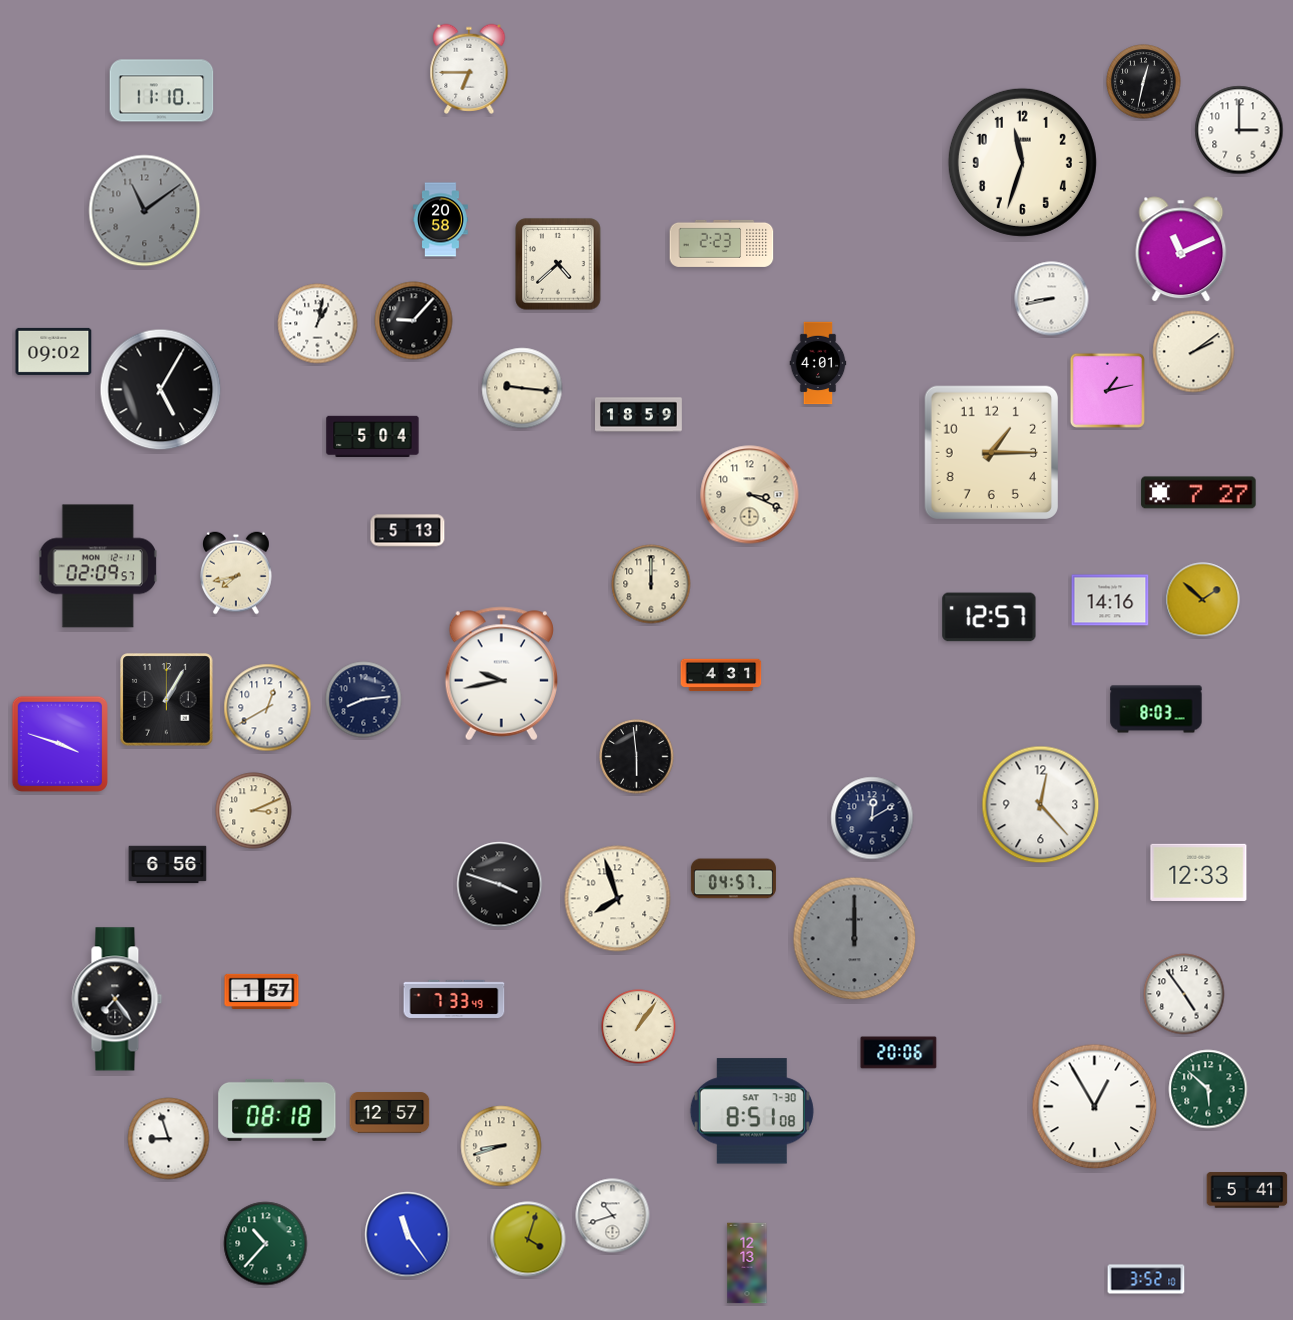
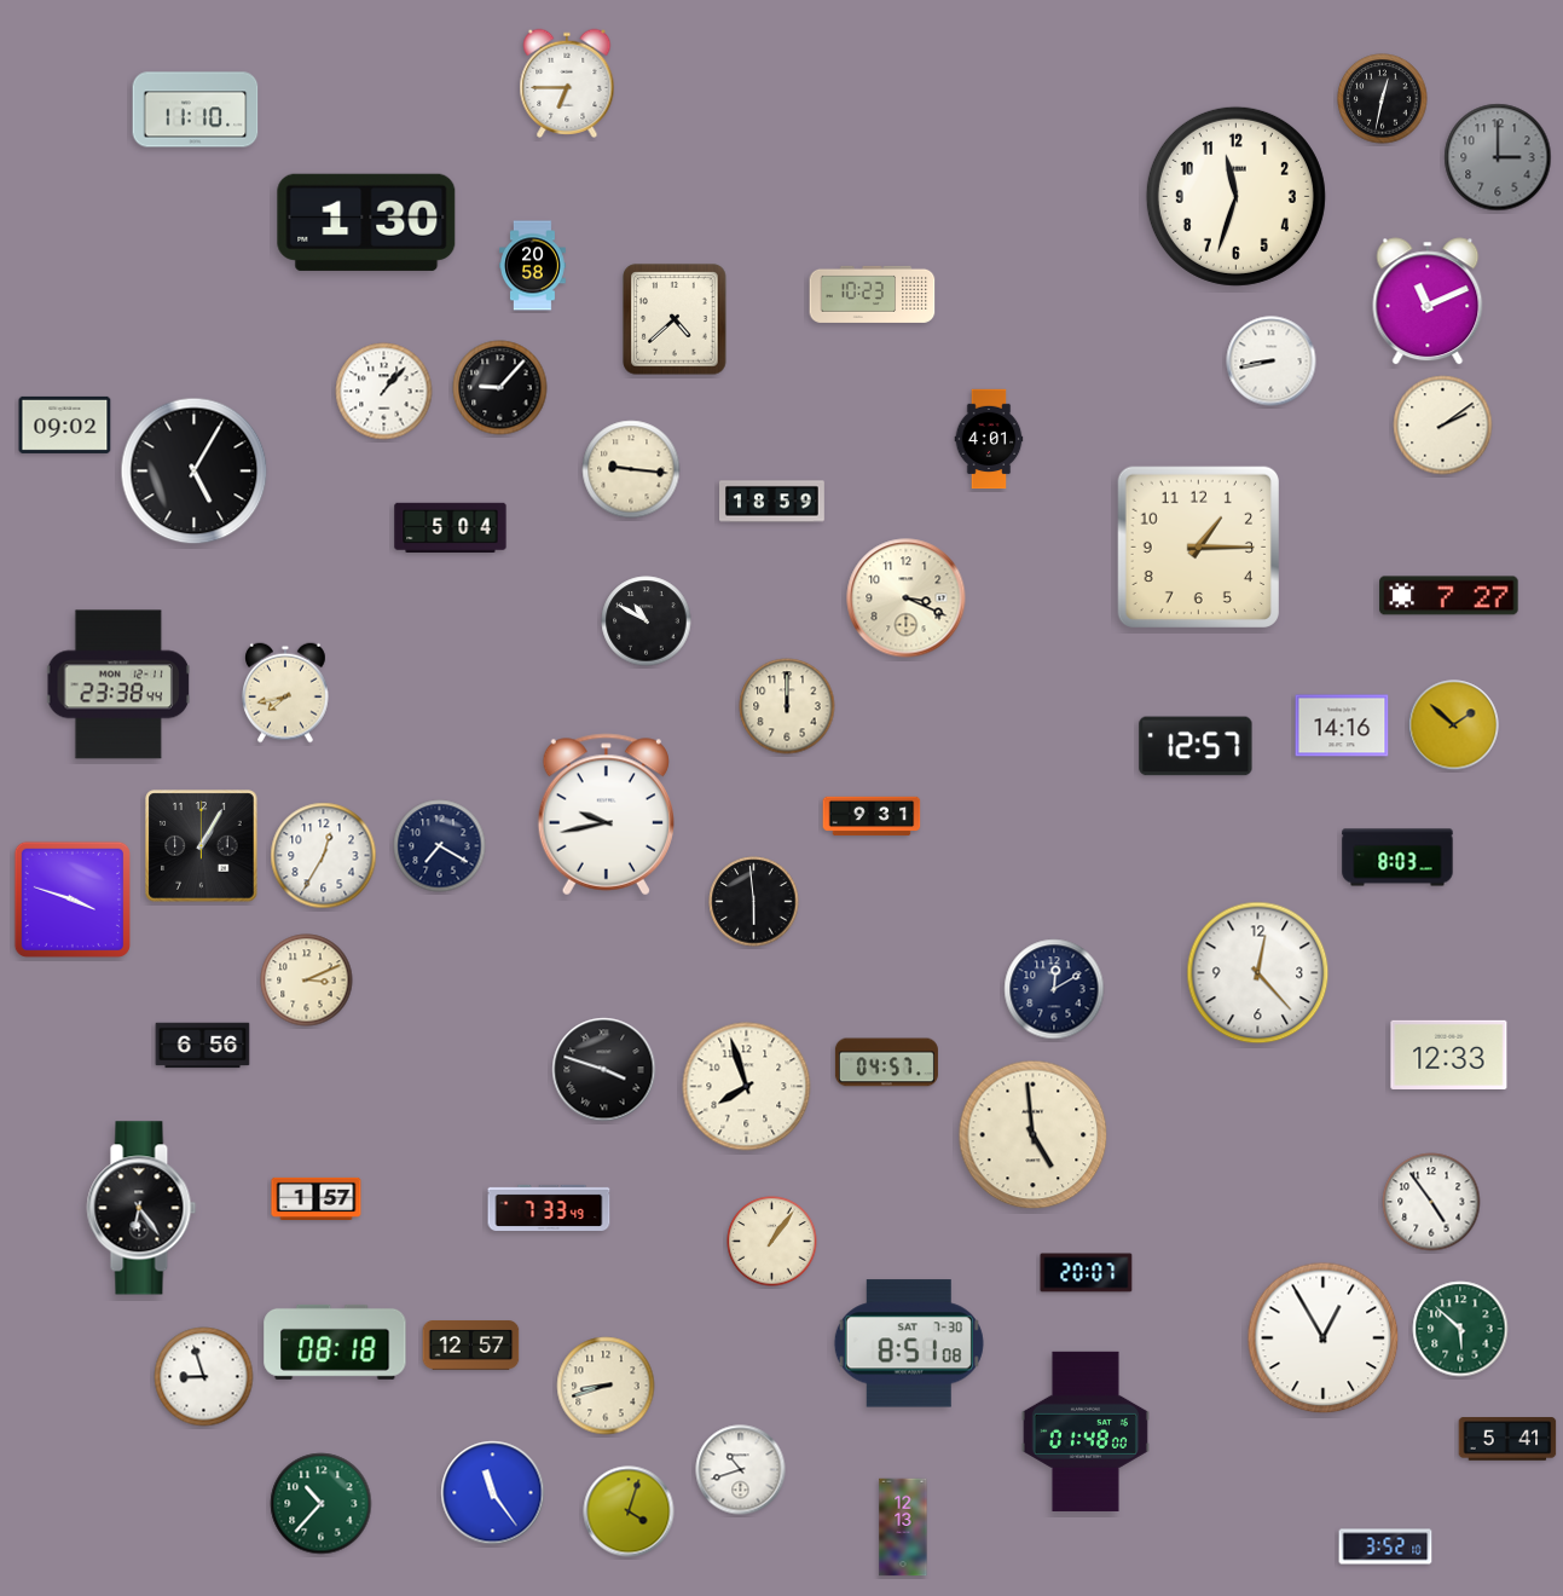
clock at (1239, 130) dial: white -> grey
clock at (366, 222): none -> 1:30
clock at (145, 211): 11:09 -> none
clock at (722, 243): 2:23 -> 10:23
clock at (318, 324): 1:02 -> 1:07
clock at (1107, 390): 1:13 -> none
clock at (647, 621): none -> 10:50
clock at (408, 531): 5:13 -> none
clock at (98, 566): 02:09 -> 23:38
clock at (721, 675): 4:31 -> 9:31
clock at (364, 700): 8:14 -> 7:20
clock at (268, 708): 12:40 -> 12:35
clock at (637, 757) position: (637, 757) -> (754, 902)
clock at (855, 939): 12:00 -> 4:59
clock at (855, 939) dial: grey -> cream
clock at (117, 999): 7:24 -> 6:24
clock at (899, 1053): 20:06 -> 20:07
clock at (1208, 1089) position: (1208, 1089) -> (1460, 1329)
clock at (1086, 1432): none -> 01:48
clock at (528, 1239) position: (528, 1239) -> (629, 1511)
